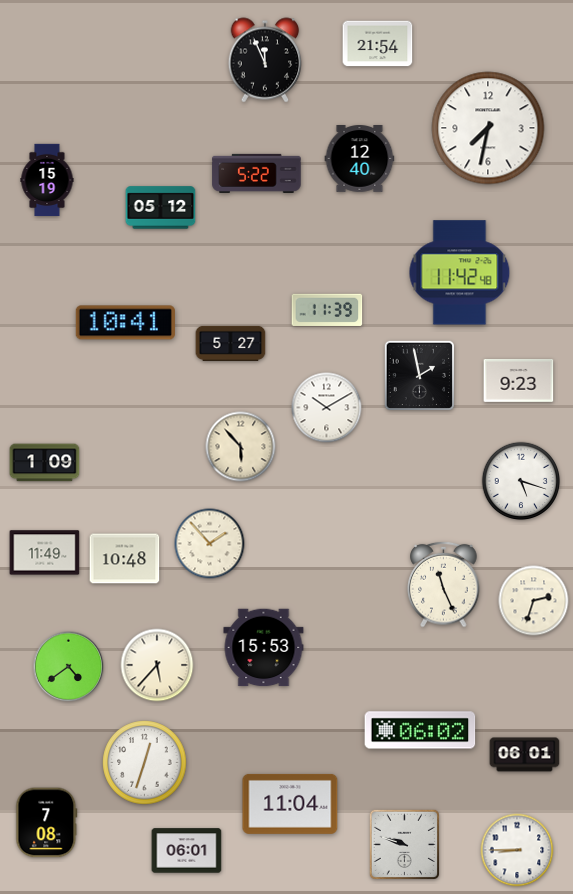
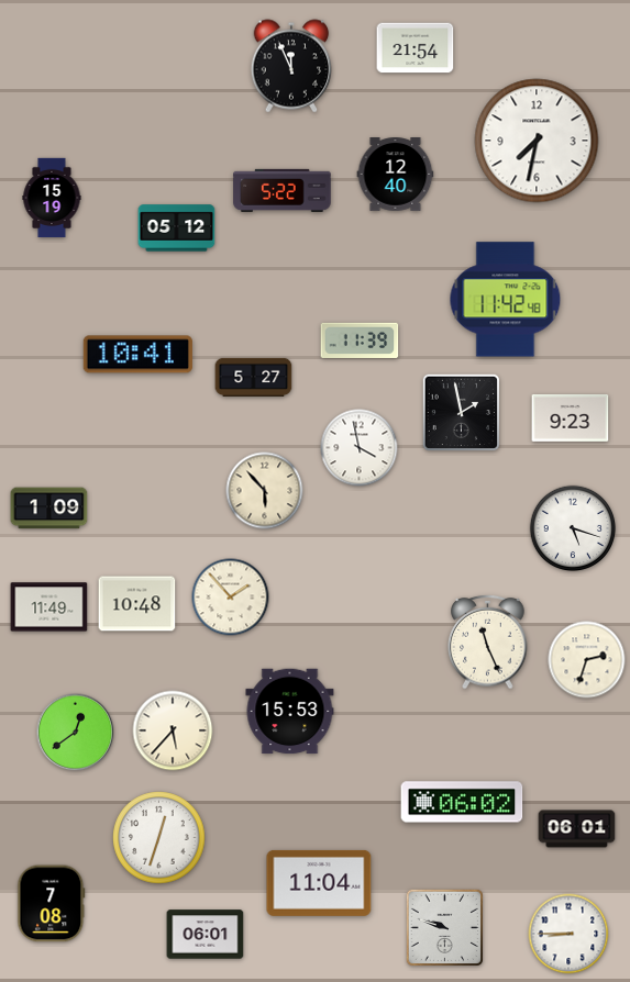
clock at (327, 408): 10:10 -> 3:58
clock at (125, 559) position: (125, 559) -> (137, 604)
clock at (69, 667): 4:39 -> 12:39
